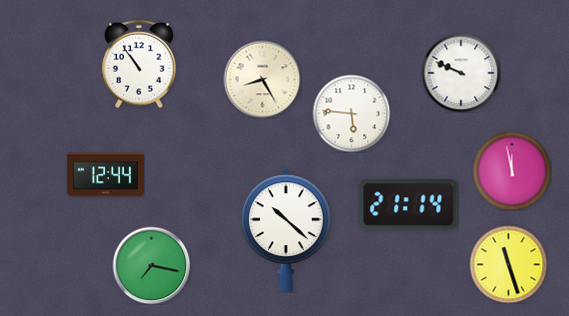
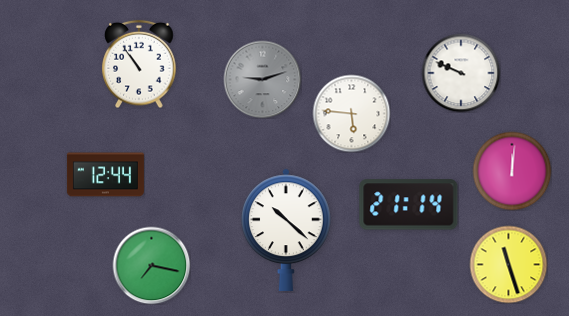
clock at (262, 79): 8:25 -> 9:12
clock at (262, 79) dial: cream -> grey
clock at (512, 171): 11:58 -> 12:01
